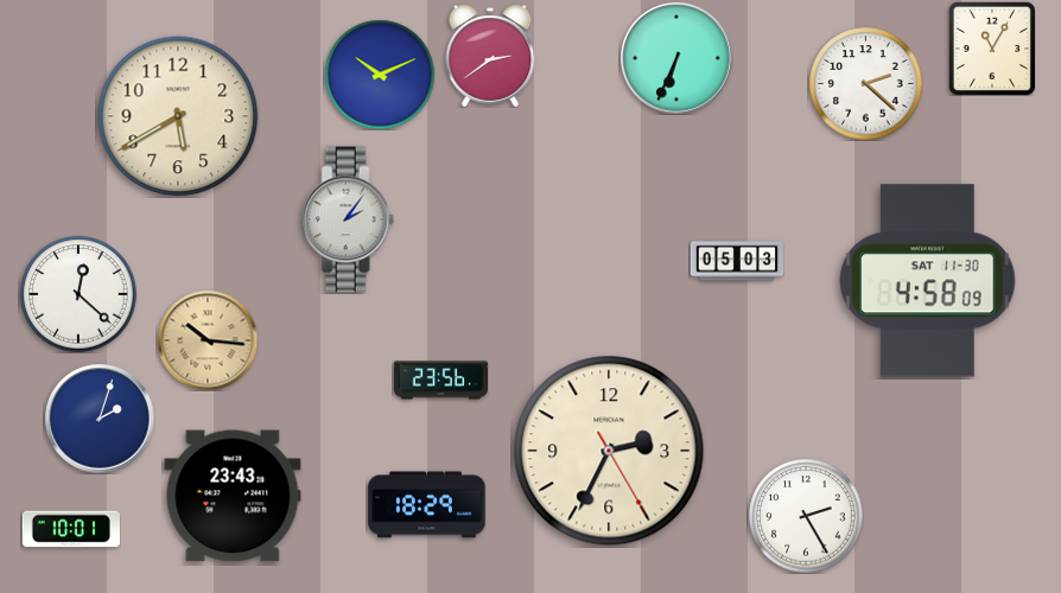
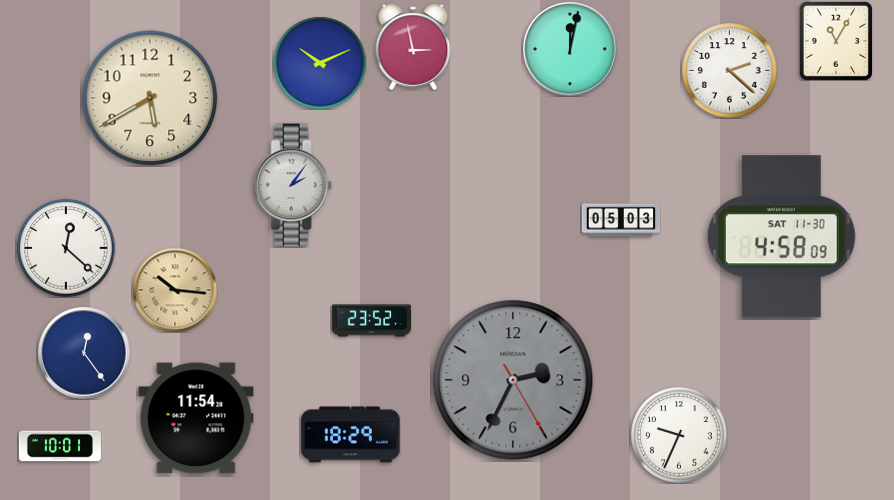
clock at (490, 56): 2:39 -> 2:58
clock at (676, 58): 6:34 -> 12:02
clock at (208, 340) position: (208, 340) -> (175, 290)
clock at (440, 381): 23:56 -> 23:52
clock at (100, 419): 2:03 -> 12:24
clock at (609, 451) dial: cream -> grey
clock at (233, 496): 23:43 -> 11:54
clock at (427, 505) position: (427, 505) -> (351, 435)
clock at (806, 516): 2:25 -> 9:34
